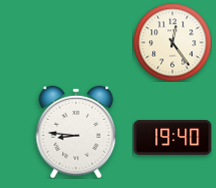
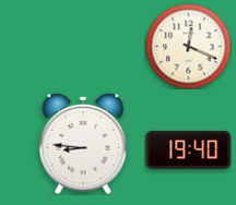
clock at (172, 42): 12:24 -> 12:19
